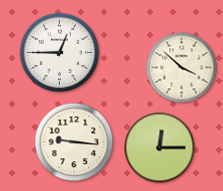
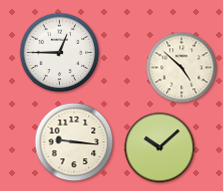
clock at (182, 68): 3:52 -> 4:52
clock at (160, 148): 12:15 -> 10:08
